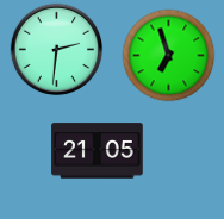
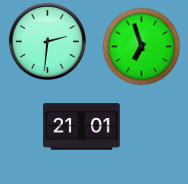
clock at (98, 151): 21:05 -> 21:01
